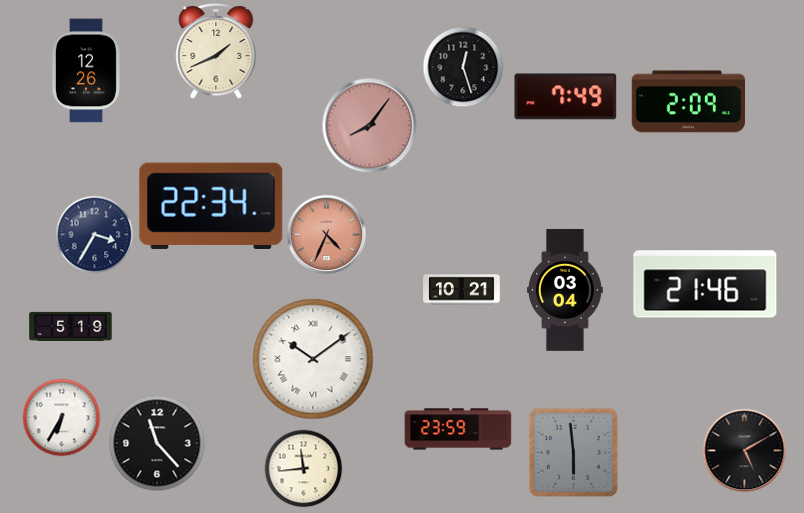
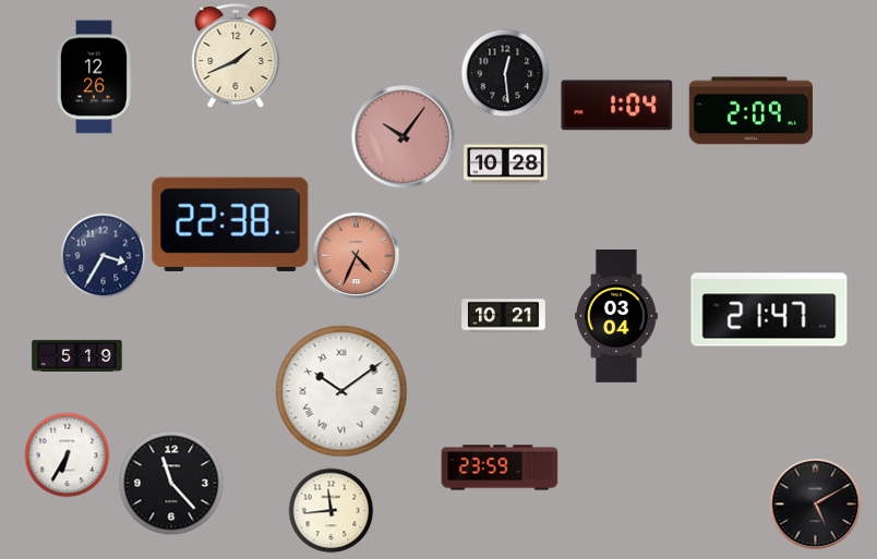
clock at (463, 67): 12:27 -> 12:29
clock at (566, 97): 7:49 -> 1:04
clock at (369, 125): 8:06 -> 10:06
clock at (506, 165): none -> 10:28
clock at (211, 206): 22:34 -> 22:38
clock at (705, 284): 21:46 -> 21:47
clock at (744, 450) position: (744, 450) -> (815, 503)
clock at (573, 452): 5:59 -> none
